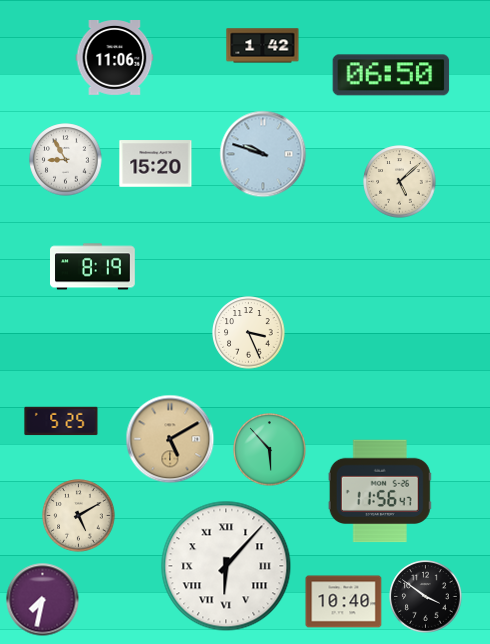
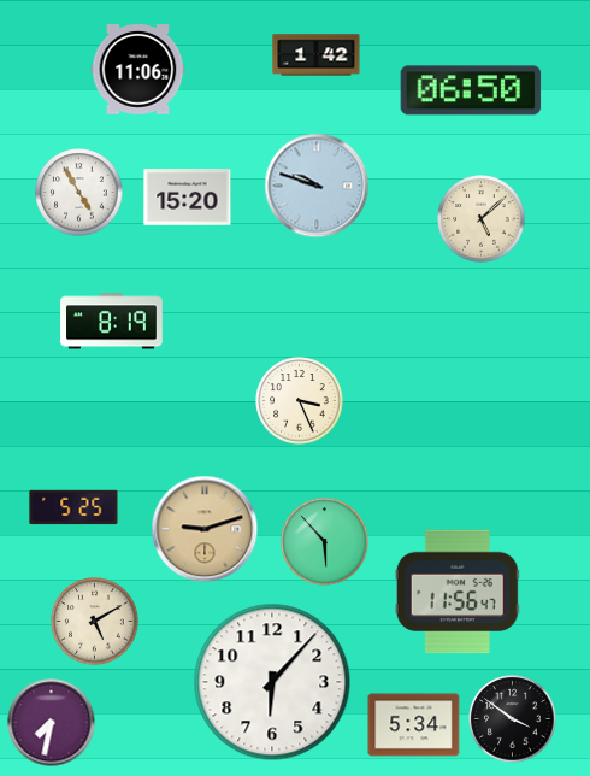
clock at (66, 160): 8:55 -> 4:55
clock at (170, 439): 5:10 -> 9:12
clock at (226, 566) numerals: Roman -> Arabic
clock at (344, 602): 10:40 -> 5:34
